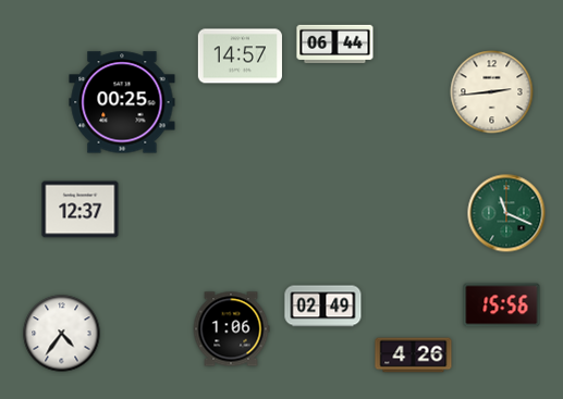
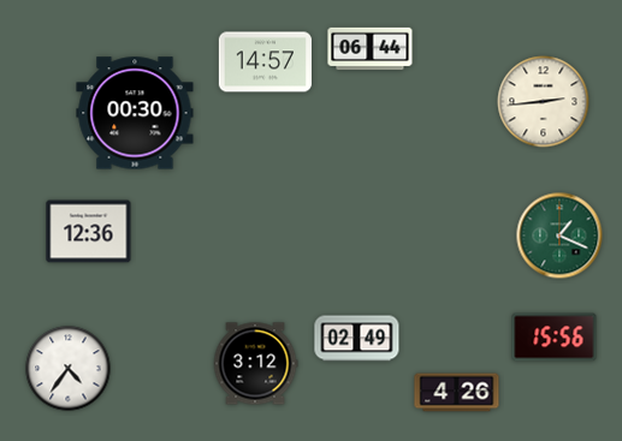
clock at (122, 102): 00:25 -> 00:30
clock at (81, 210): 12:37 -> 12:36
clock at (506, 213): 11:19 -> 1:19
clock at (231, 329): 1:06 -> 3:12
